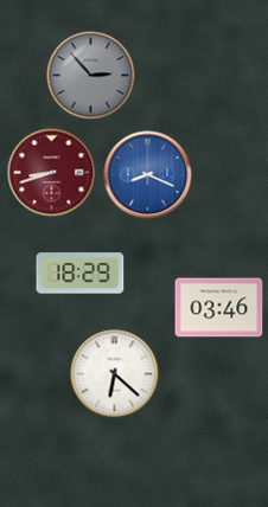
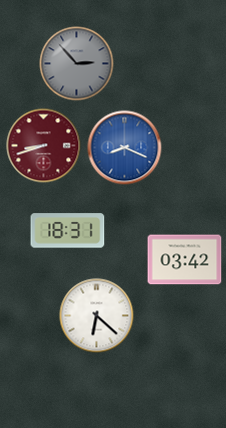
clock at (81, 274): 18:29 -> 18:31
clock at (219, 308): 03:46 -> 03:42
